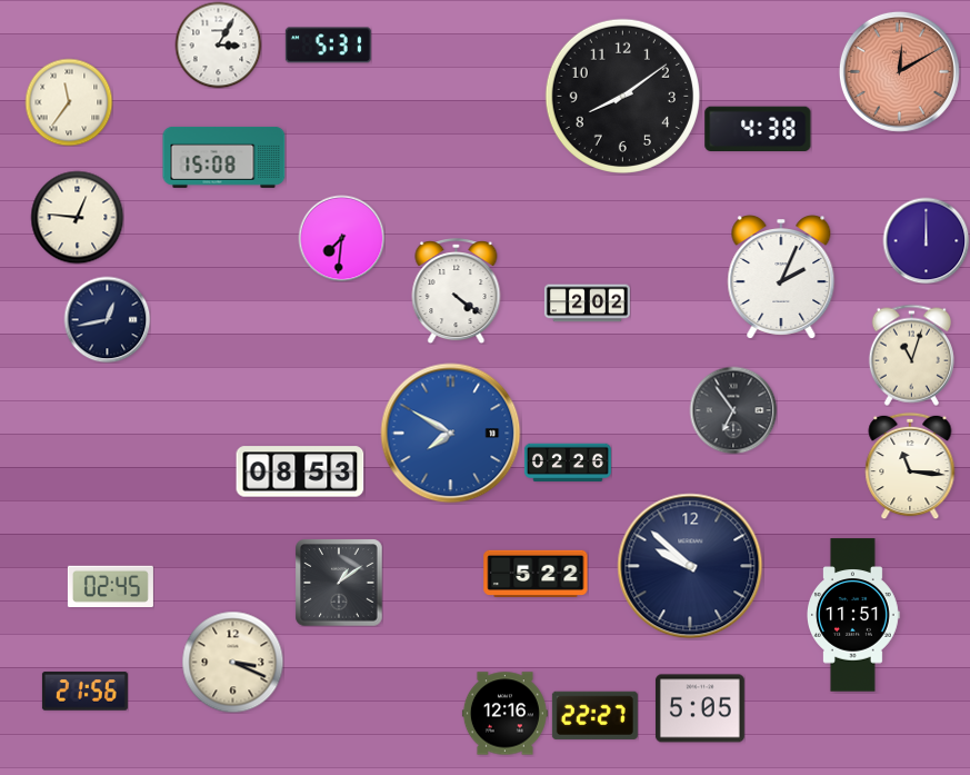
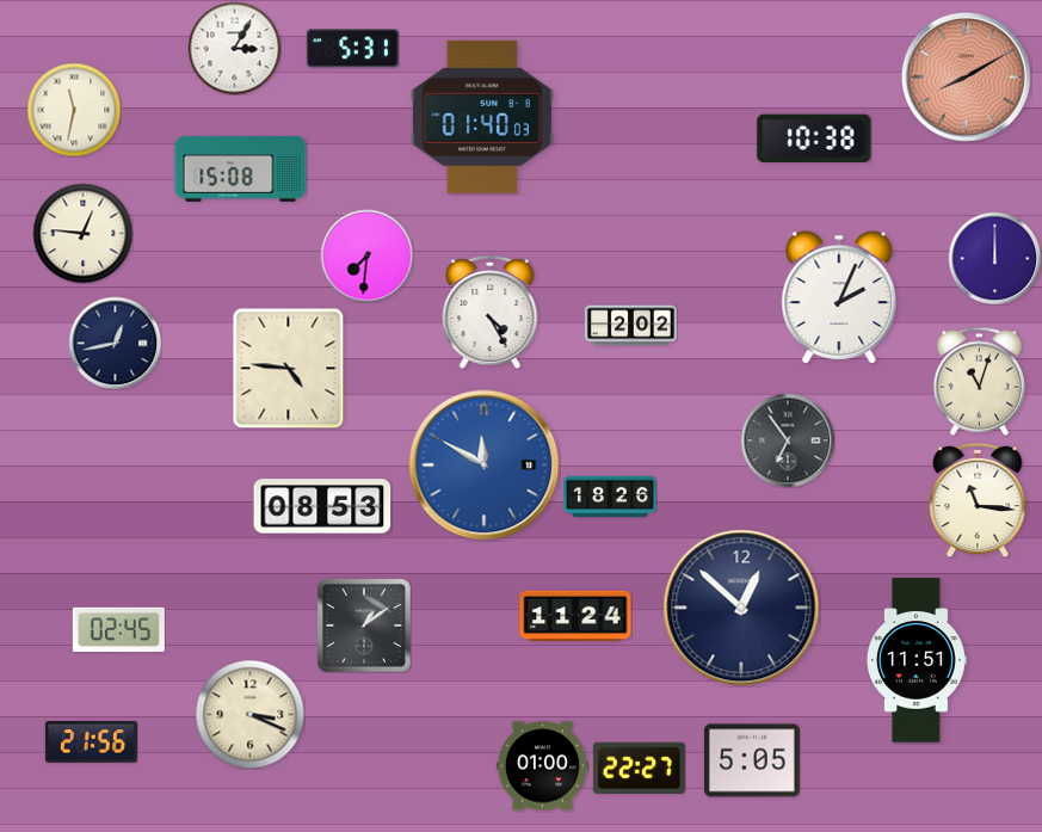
clock at (899, 71): 12:10 -> 8:10
clock at (622, 96): 8:09 -> none
clock at (69, 102): 11:36 -> 11:32
clock at (482, 117): none -> 01:40
clock at (758, 128): 4:38 -> 10:38
clock at (457, 290): 4:21 -> 4:25
clock at (289, 368): none -> 4:46
clock at (451, 434): 7:50 -> 11:50
clock at (568, 463): 02:26 -> 18:26
clock at (690, 566): 9:52 -> 12:52
clock at (536, 573): 5:22 -> 11:24
clock at (232, 662) position: (232, 662) -> (249, 714)
clock at (504, 714): 12:16 -> 01:00
